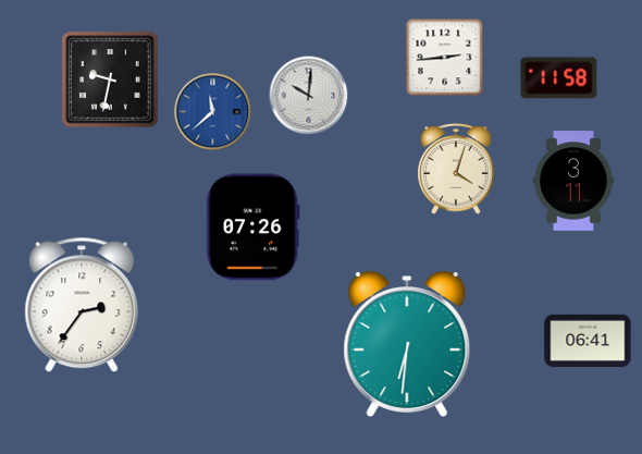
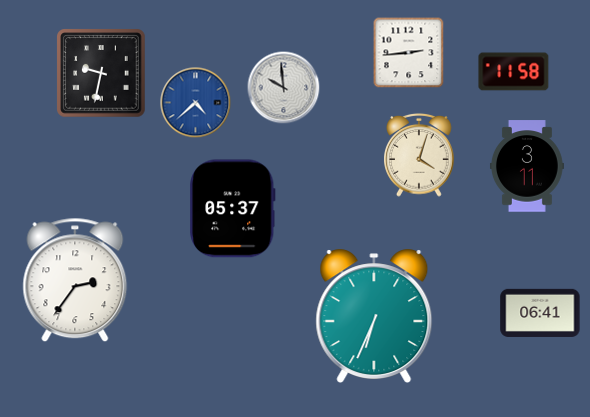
clock at (309, 96): 10:01 -> 9:59
clock at (213, 112): 11:38 -> 4:38
clock at (254, 228): 07:26 -> 05:37
clock at (407, 343): 6:31 -> 6:34
